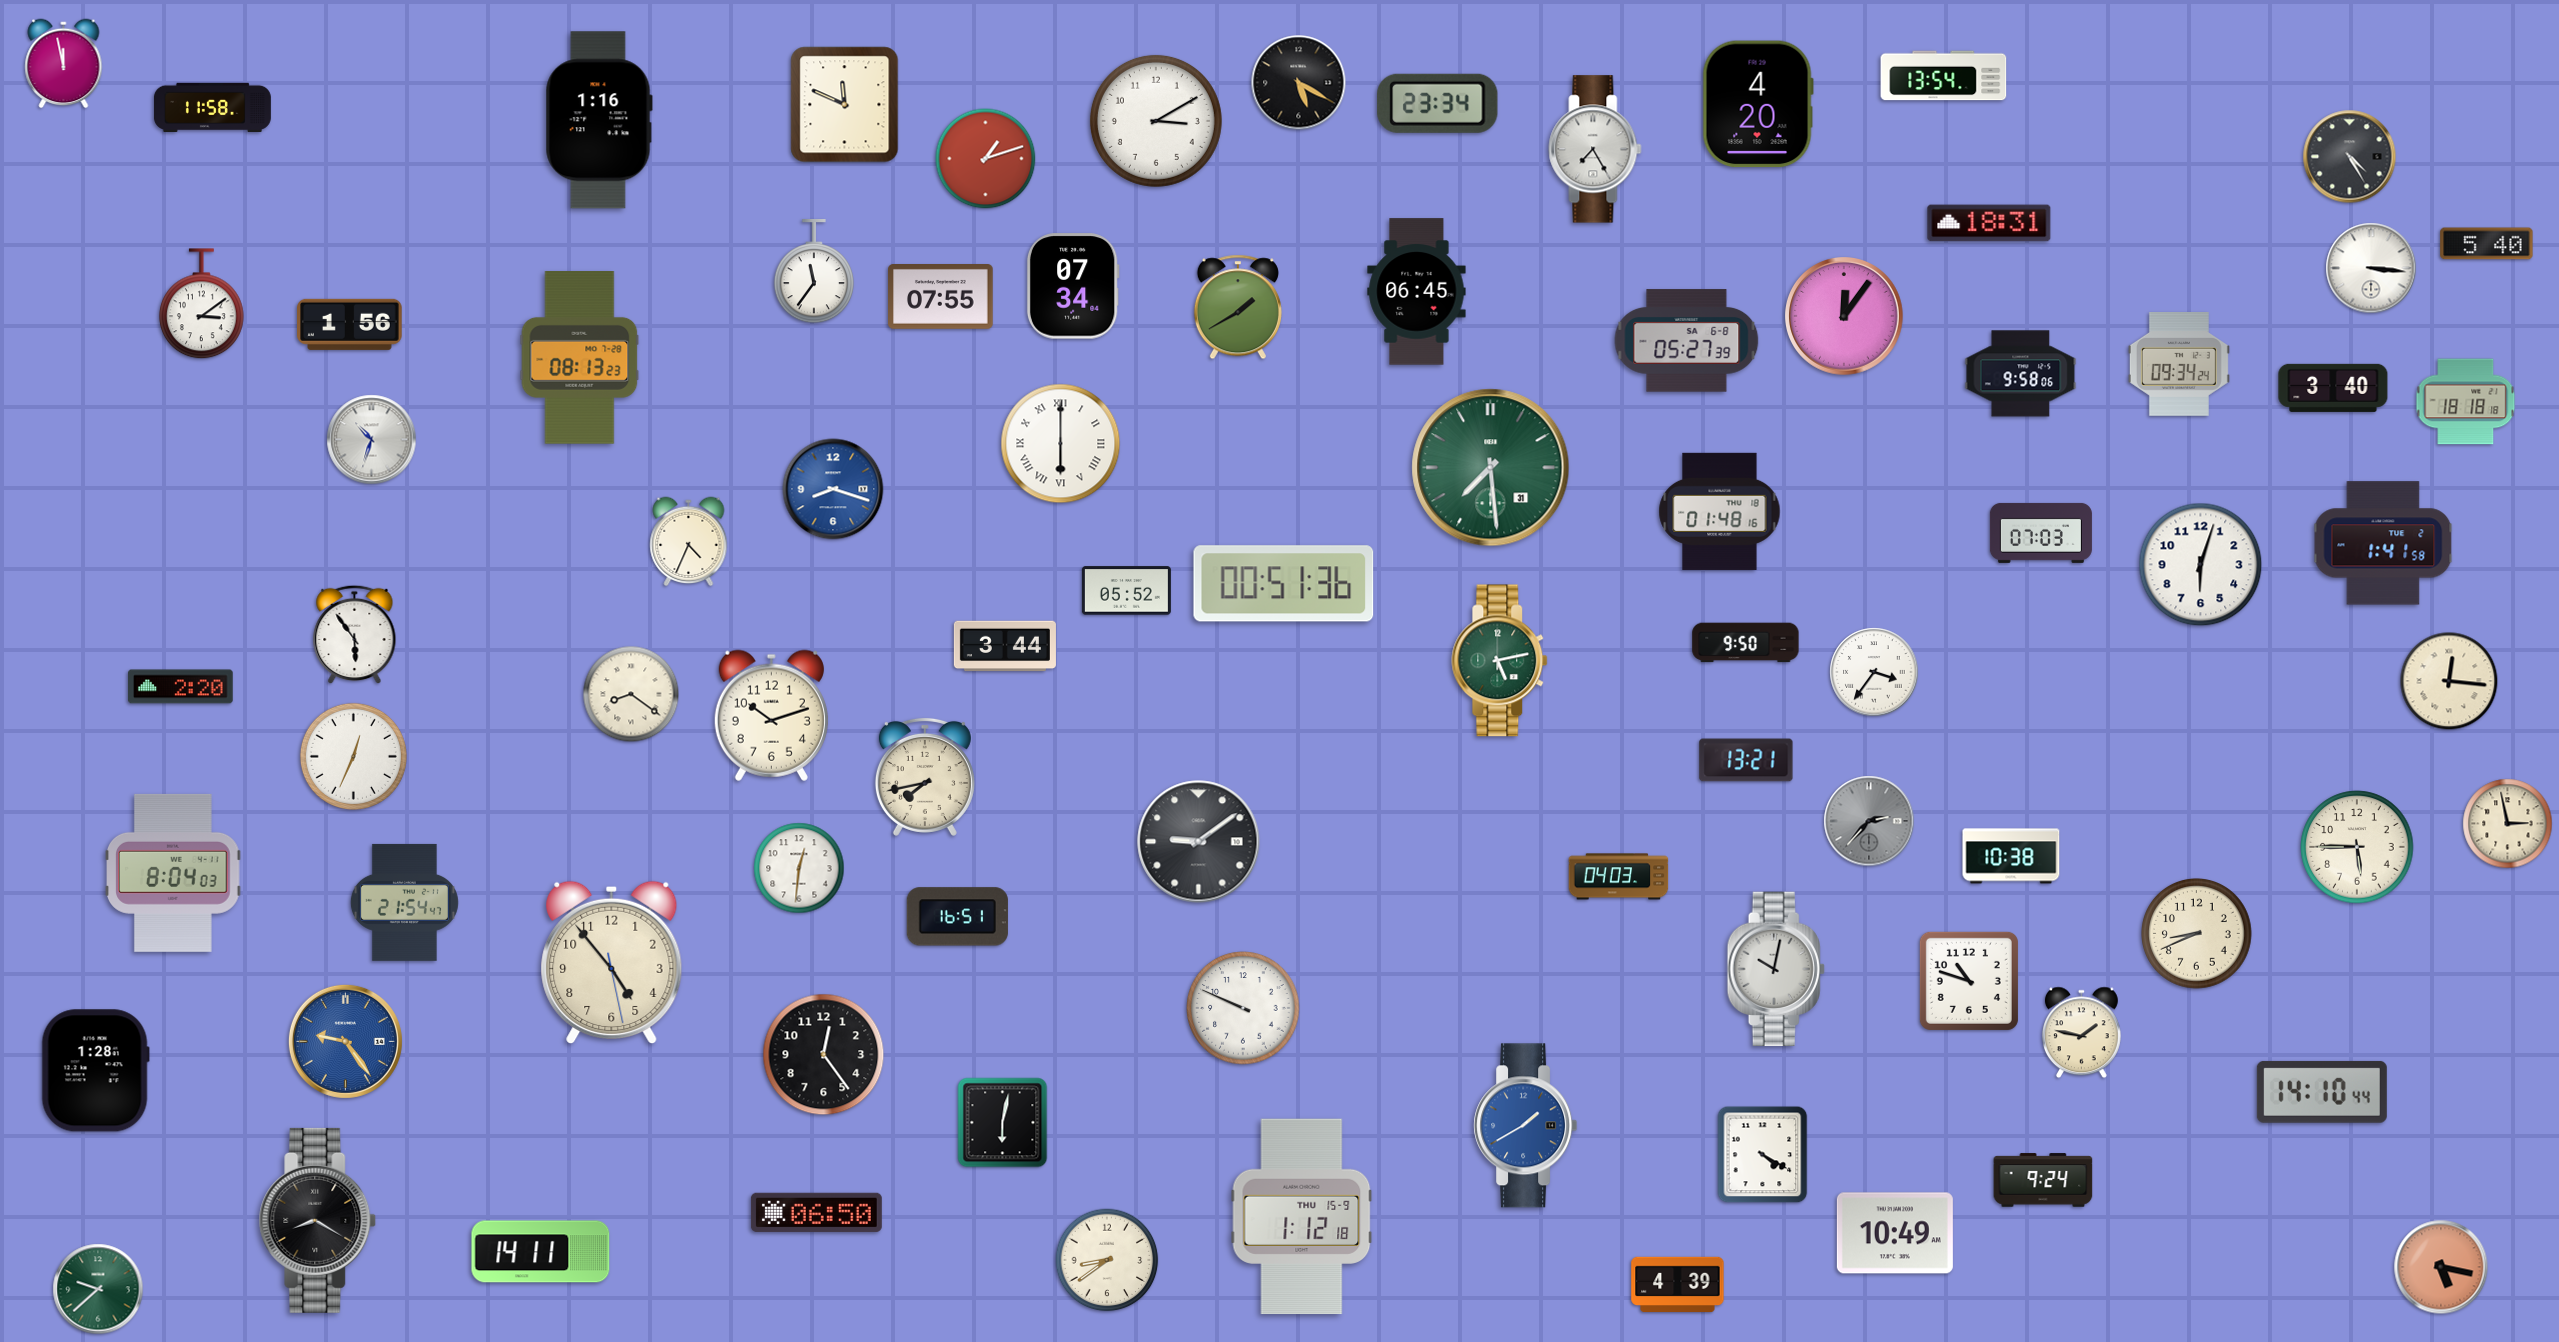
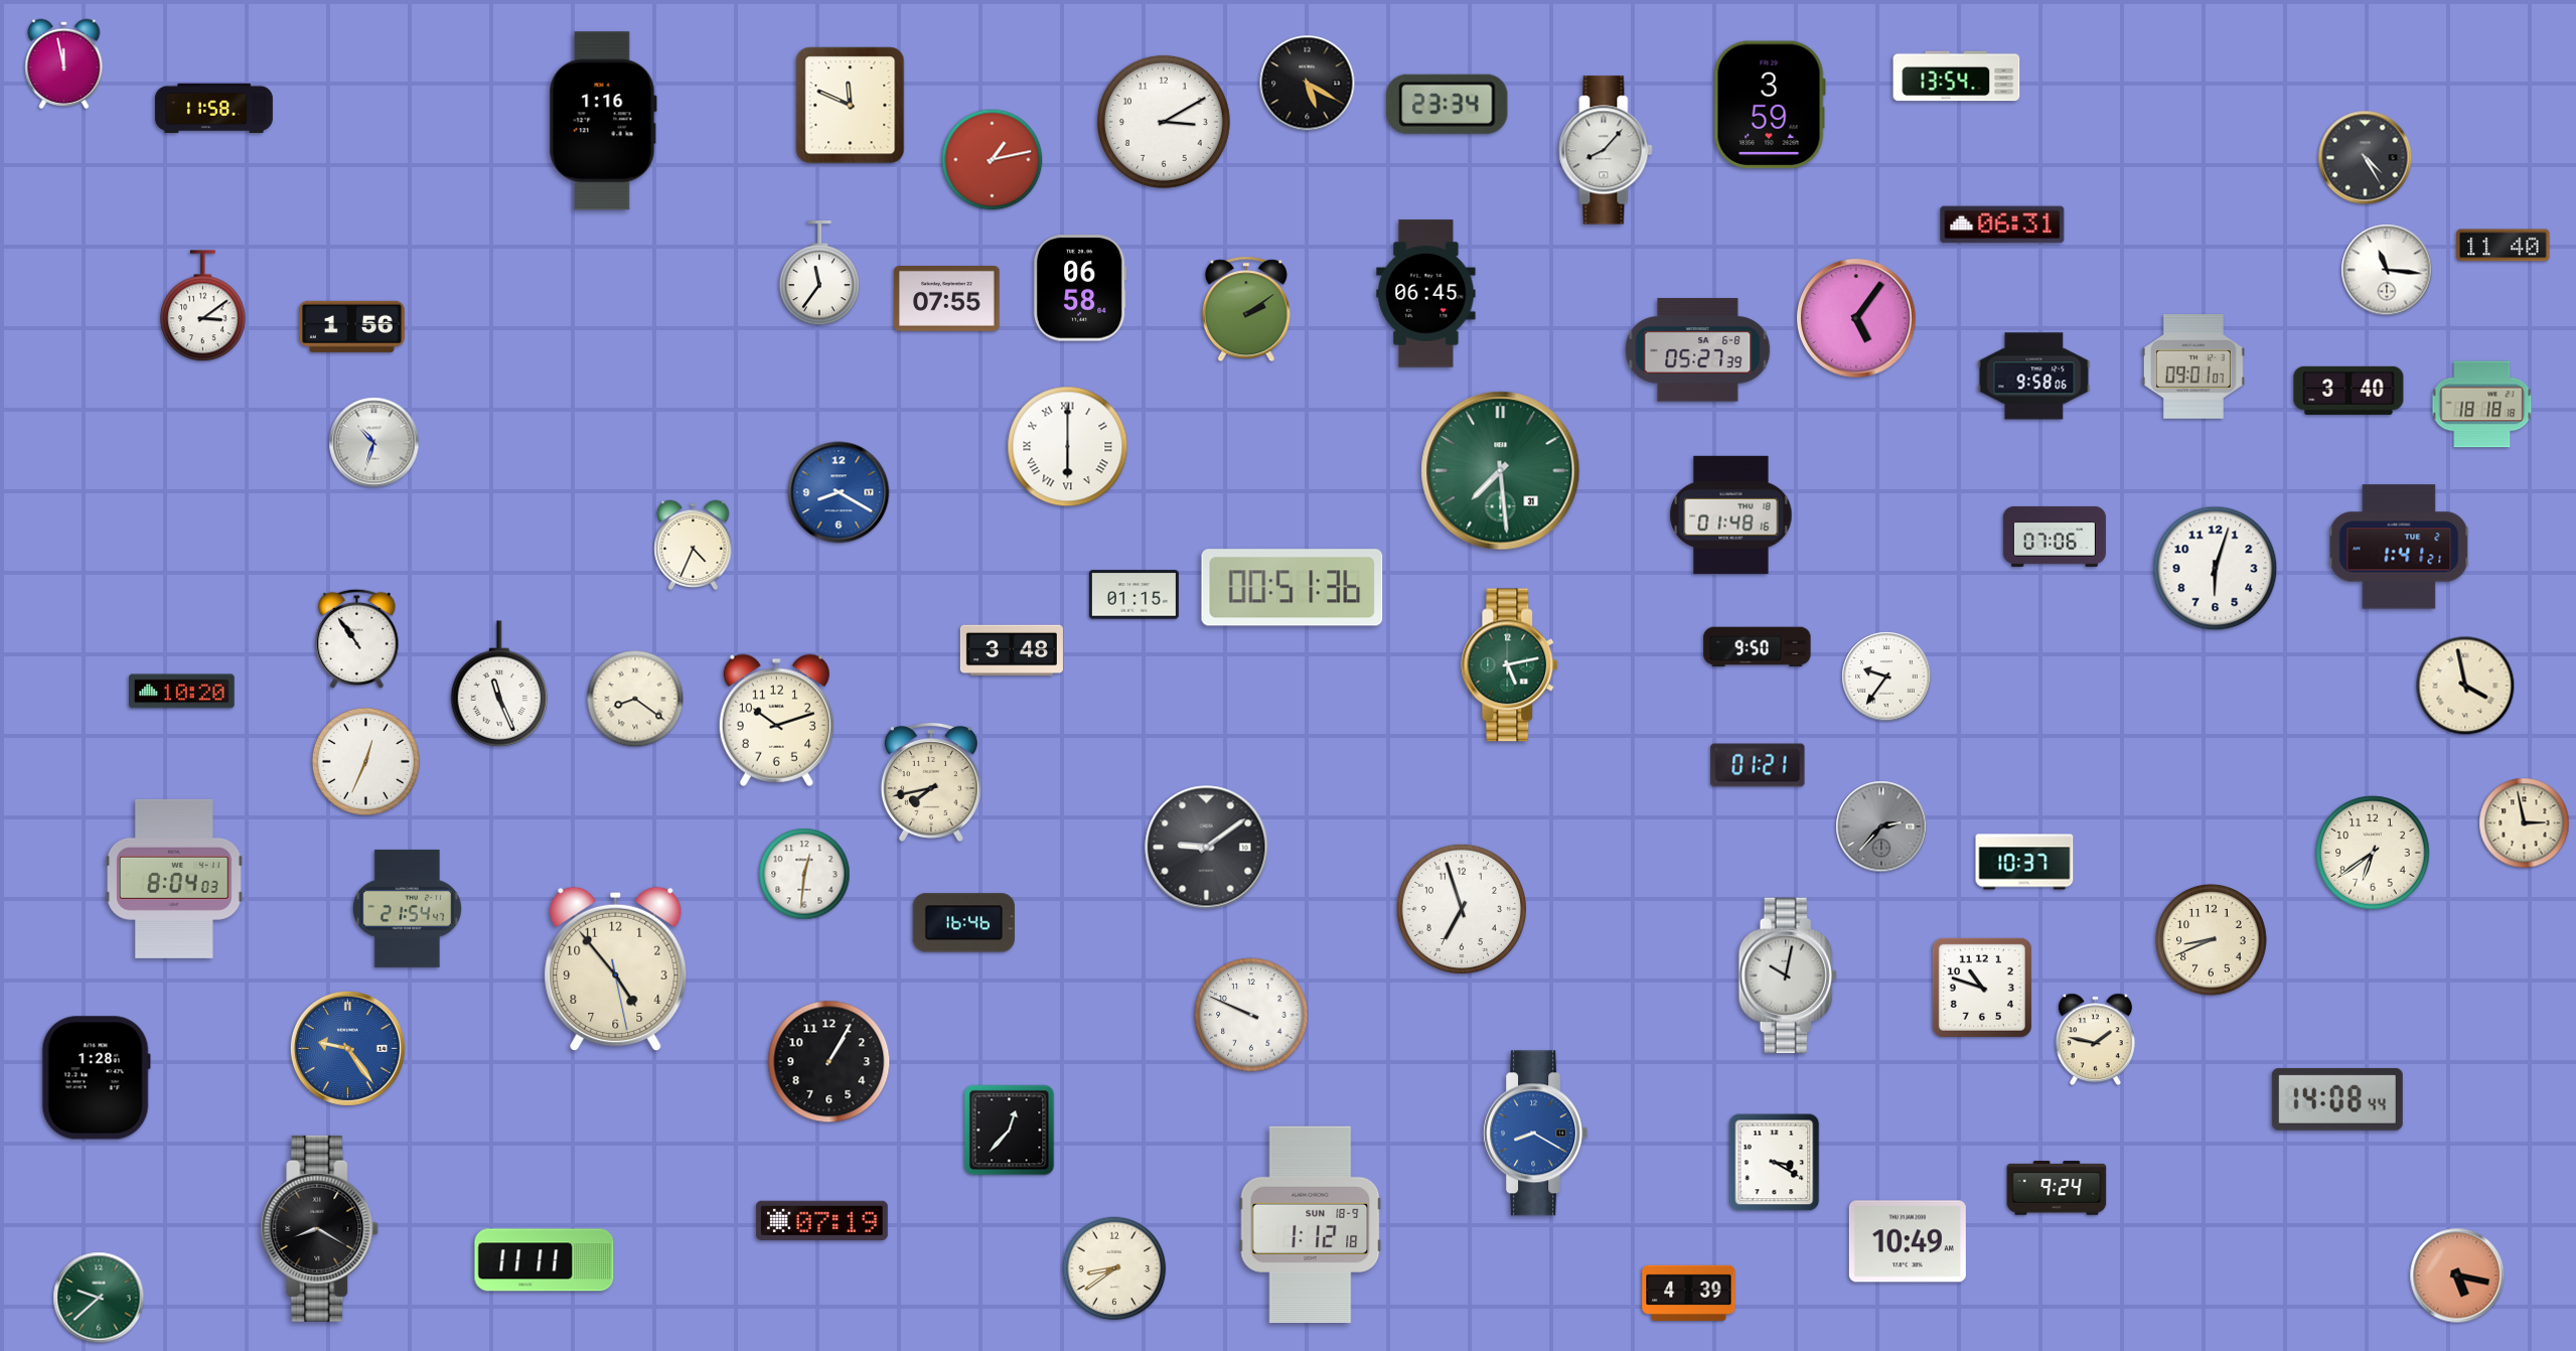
clock at (1758, 104): 4:20 -> 3:59
clock at (1595, 149): 7:25 -> 8:07
clock at (986, 159): 1:12 -> 1:13
clock at (1989, 223): 18:31 -> 06:31
clock at (2487, 244): 5:40 -> 11:40
clock at (2371, 268): 3:16 -> 11:16
clock at (1073, 286): 07:34 -> 06:58
clock at (1238, 307): 1:40 -> 2:09
clock at (1845, 317): 12:06 -> 5:06
clock at (1687, 341) position: (1687, 341) -> (1698, 350)
clock at (580, 358): 08:13 -> none
clock at (2179, 365): 09:34 -> 09:01
clock at (833, 489): 8:18 -> 8:20
clock at (2041, 533): 07:03 -> 07:06
clock at (2383, 543): 1:41:58 -> 1:41:21
clock at (1126, 591): 05:52 -> 01:15
clock at (355, 635): 5:54 -> 10:54
clock at (1005, 646): 3:44 -> 3:48
clock at (1874, 672): 3:36 -> 9:36
clock at (499, 684): none -> 11:26
clock at (2449, 681): 12:16 -> 3:58
clock at (181, 687): 2:20 -> 10:20
clock at (353, 756) position: (353, 756) -> (365, 761)
clock at (1746, 760): 13:21 -> 01:21
clock at (2508, 824) position: (2508, 824) -> (2525, 823)
clock at (2357, 847): 5:45 -> 6:39
clock at (2011, 856): 10:38 -> 10:37
clock at (1619, 877): 04:03 -> none
clock at (1462, 909): none -> 6:57
clock at (957, 917): 16:51 -> 16:46
clock at (824, 1055): 12:24 -> 1:05
clock at (2322, 1092): 14:10 -> 14:08
clock at (1003, 1123): 6:02 -> 12:37
clock at (1526, 1126): 1:40 -> 8:20
clock at (1763, 1155): 4:20 -> 3:20
clock at (816, 1212): 06:50 -> 07:19
clock at (1302, 1217) date: THU 15-9 -> SUN 18-9
clock at (541, 1252): 14:11 -> 11:11
